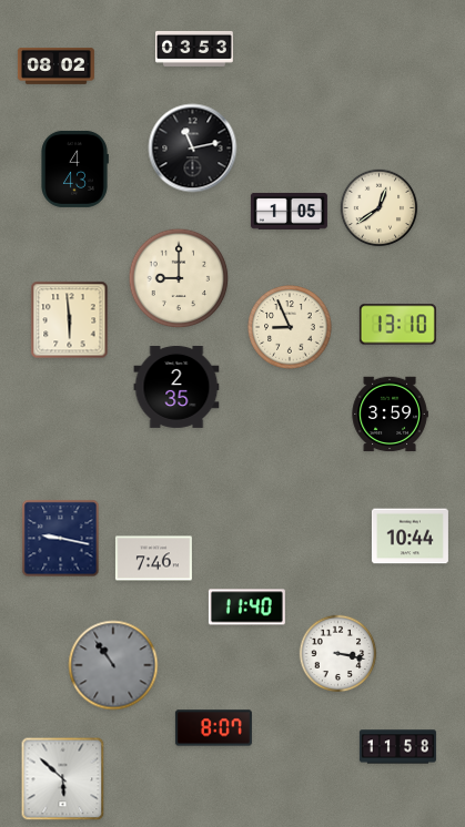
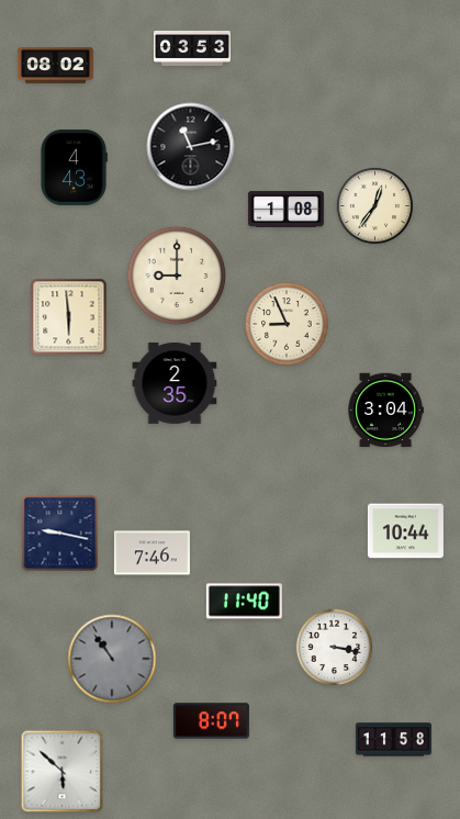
clock at (380, 208): 12:39 -> 12:36
clock at (289, 212): 1:05 -> 1:08
clock at (397, 325): 13:10 -> none
clock at (390, 415): 3:59 -> 3:04
